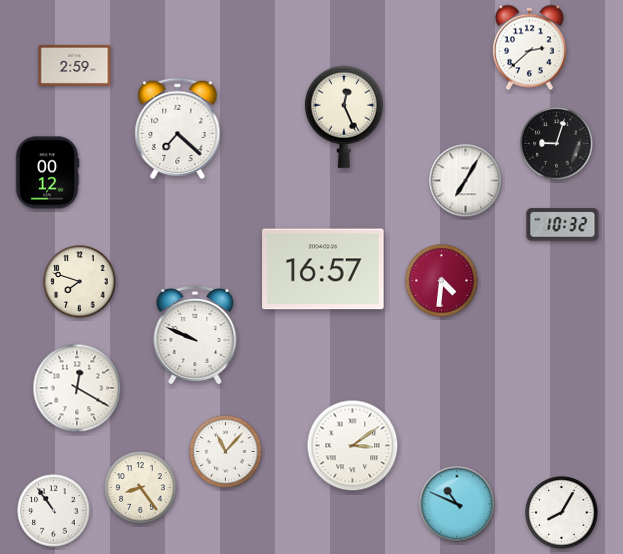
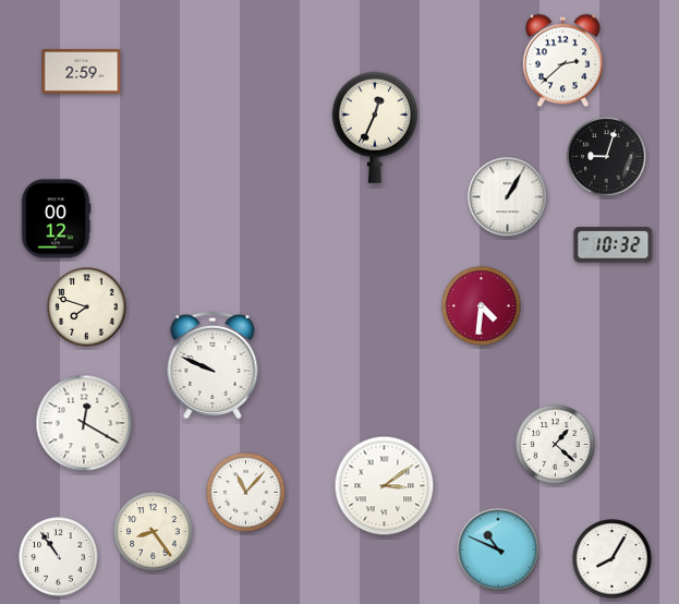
clock at (529, 48) position: (529, 48) -> (562, 61)
clock at (344, 117): 12:26 -> 12:34
clock at (178, 129): 7:22 -> none
clock at (47, 173) position: (47, 173) -> (56, 219)
clock at (466, 181): 7:05 -> 1:05
clock at (323, 269): 16:57 -> none
clock at (556, 445): none -> 1:22
